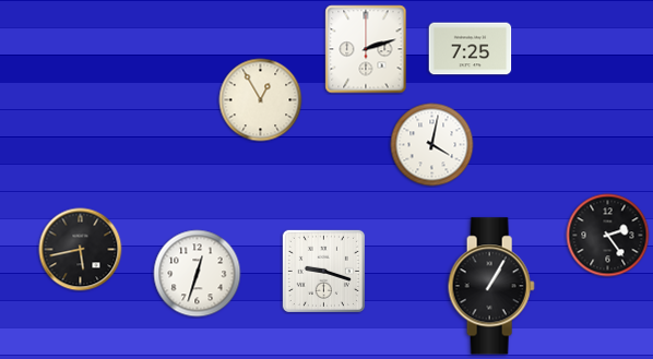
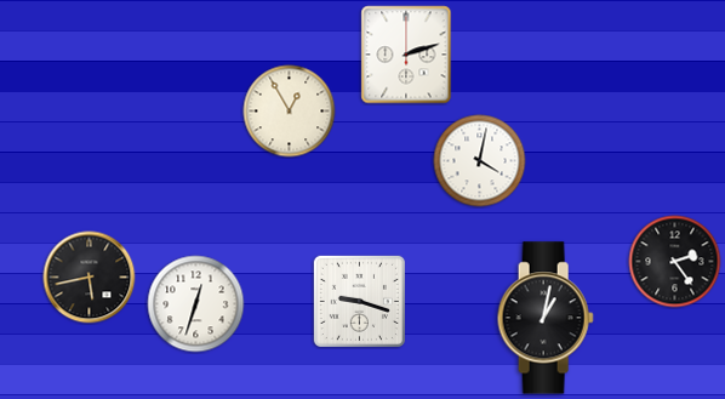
clock at (471, 49): 7:25 -> none
clock at (198, 274) position: (198, 274) -> (196, 304)
clock at (491, 286): 1:05 -> 1:02
